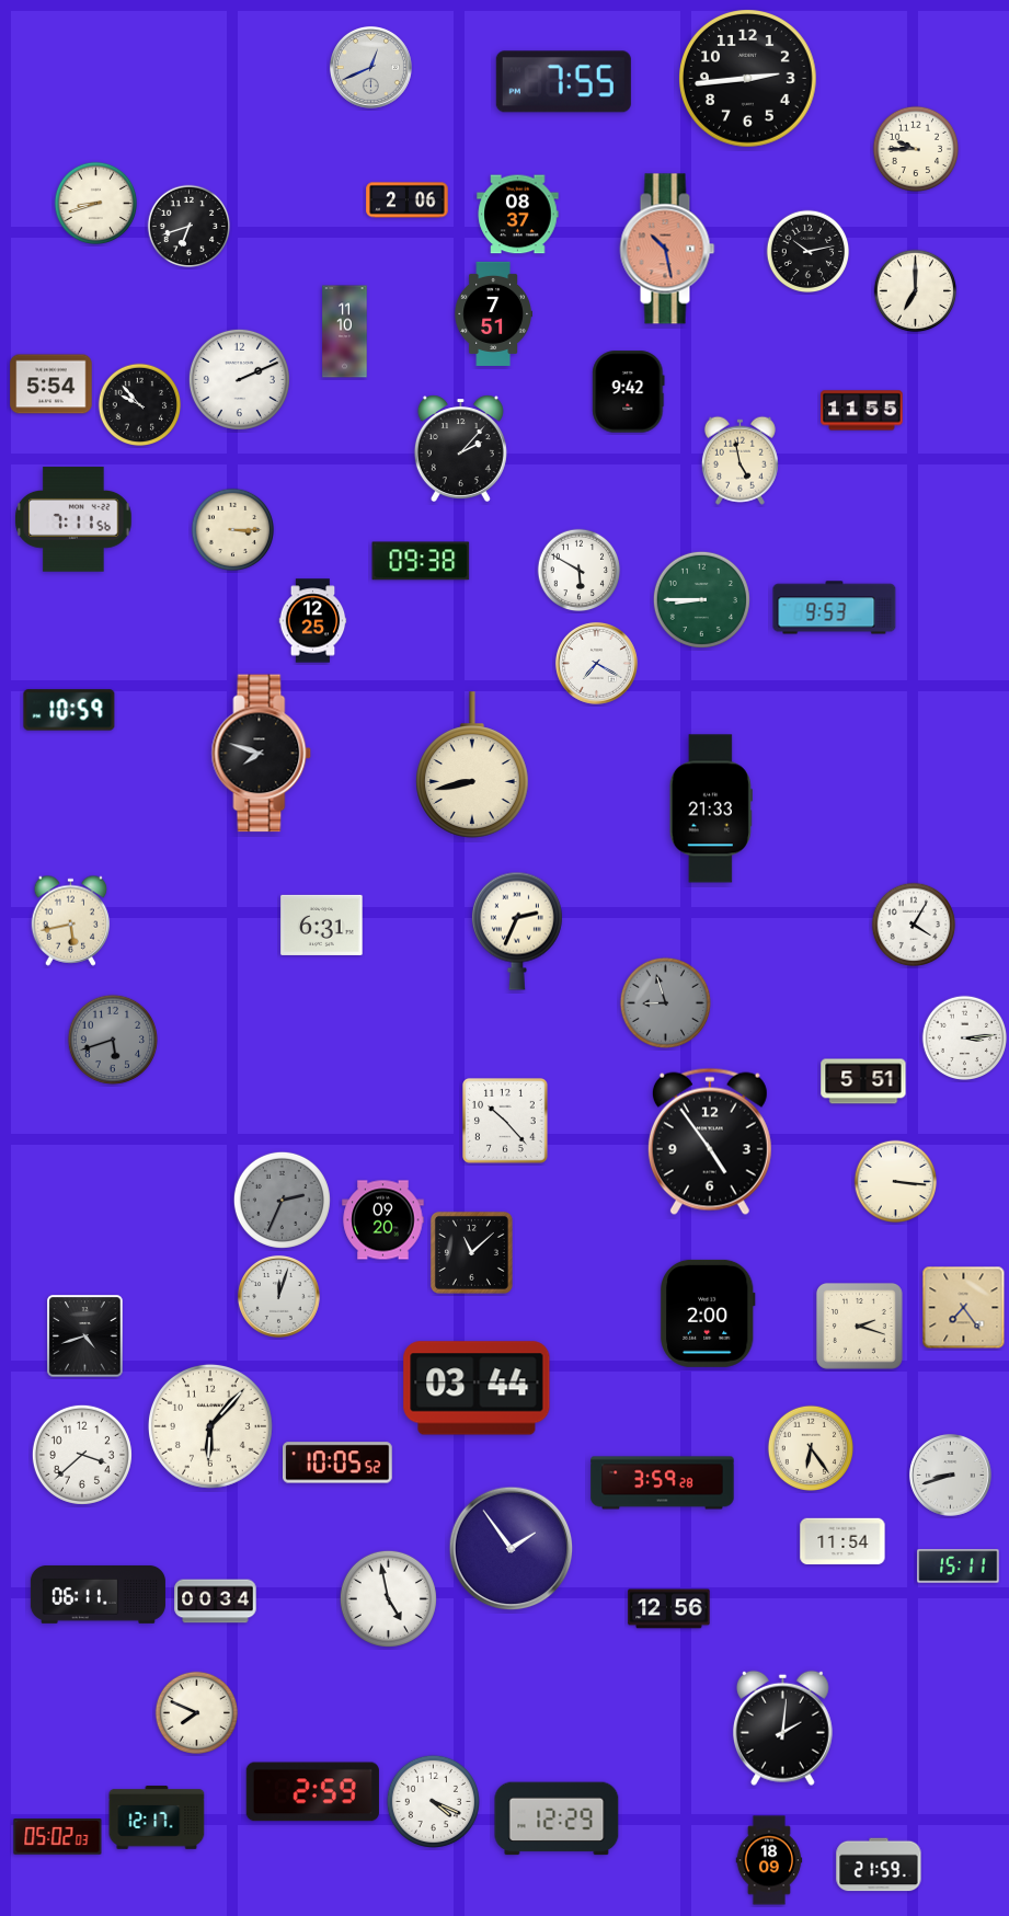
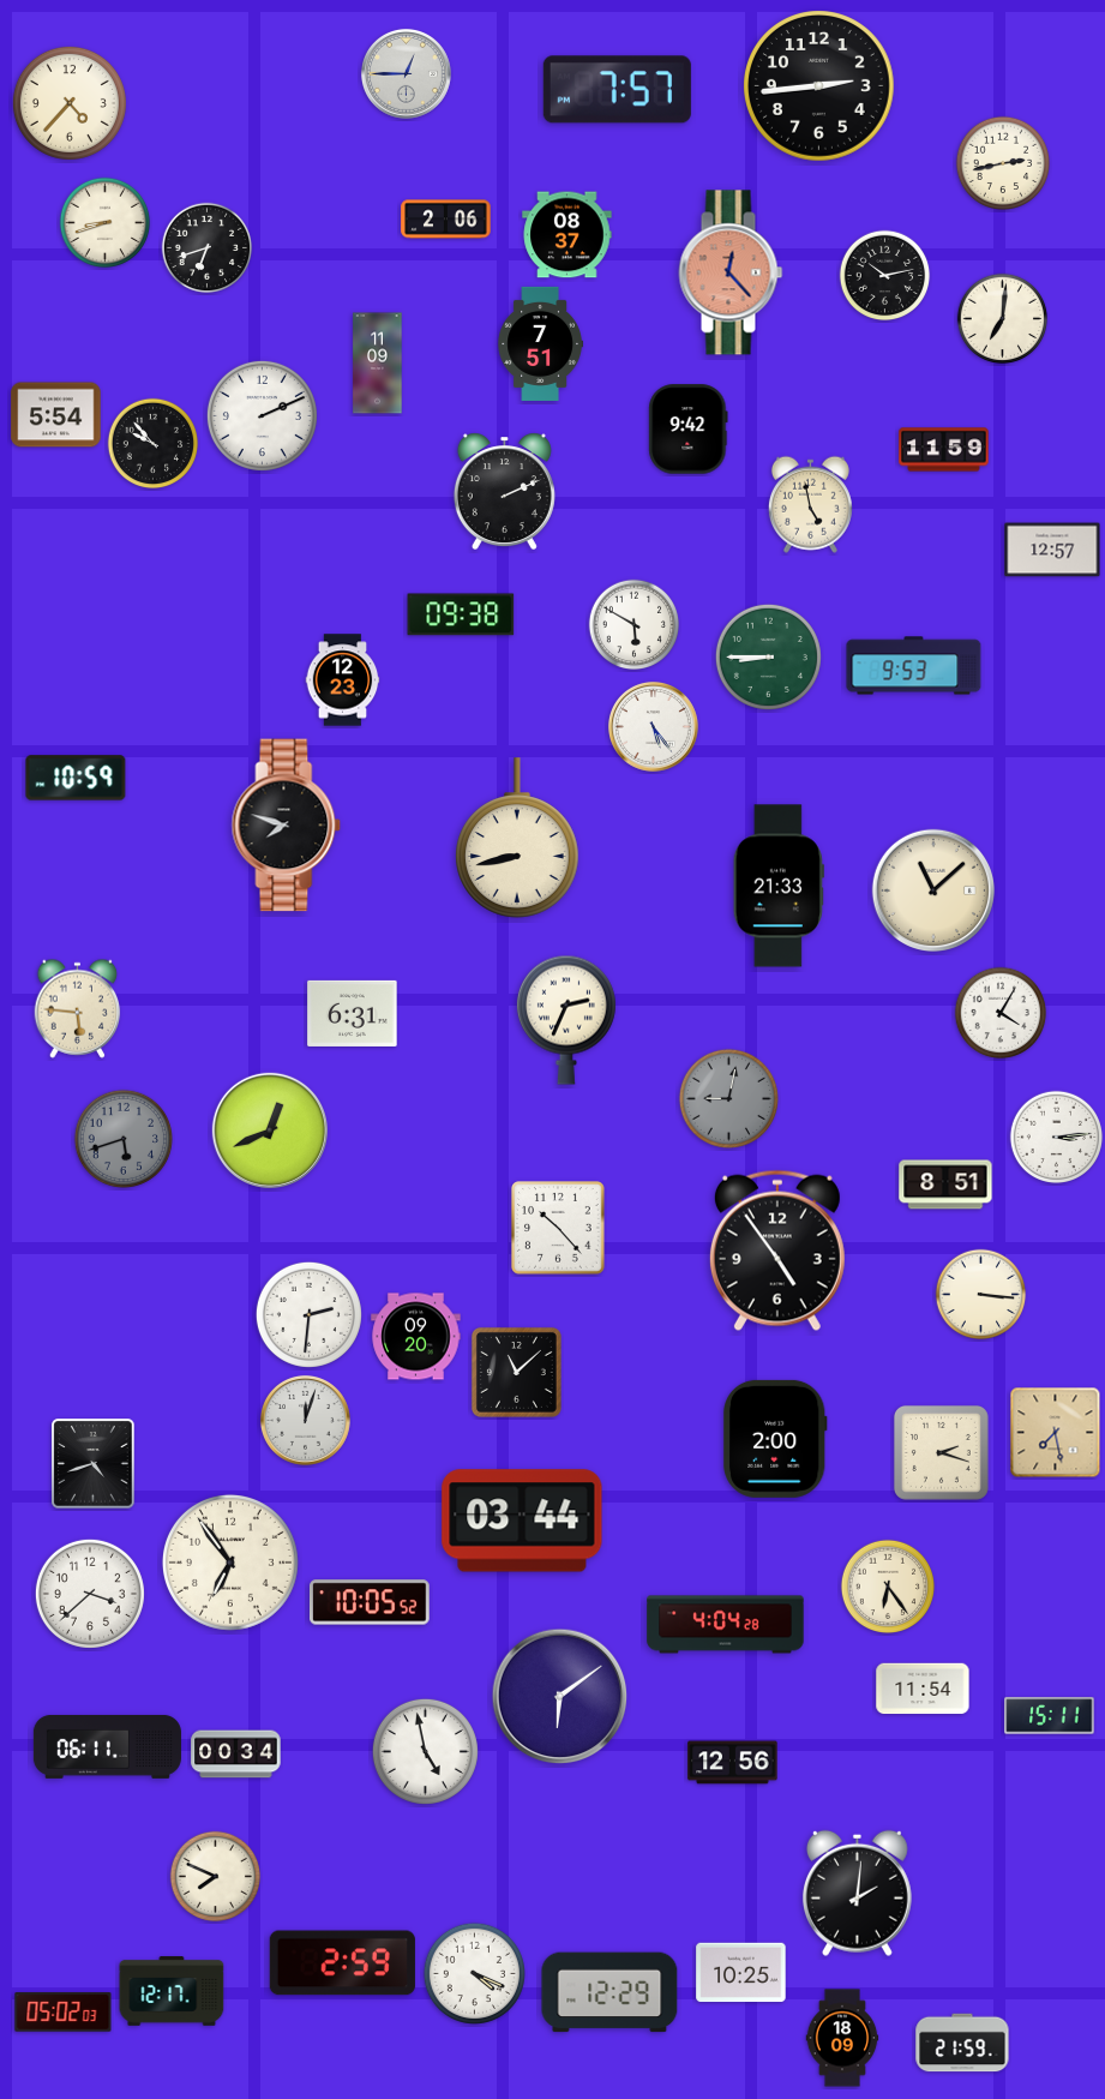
clock at (370, 67): 12:41 -> 12:45
clock at (563, 82): 7:55 -> 7:57
clock at (70, 103): none -> 4:37
clock at (915, 148): 9:45 -> 2:43
clock at (667, 249): 10:28 -> 12:23
clock at (916, 291): 7:00 -> 7:01
clock at (345, 332): 11:10 -> 11:09
clock at (51, 385) position: (51, 385) -> (56, 415)
clock at (862, 411): 11:55 -> 11:59
clock at (460, 448): 2:07 -> 2:11
clock at (1052, 550): none -> 12:57
clock at (73, 519): 7:11 -> none
clock at (233, 530): 3:15 -> none
clock at (313, 621): 12:25 -> 12:23
clock at (596, 663): 7:20 -> 5:24
clock at (932, 889): none -> 11:08
clock at (71, 920): 5:43 -> 5:46
clock at (665, 1002): 8:57 -> 9:02
clock at (270, 1131): none -> 12:41
clock at (863, 1081): 5:51 -> 8:51
clock at (506, 1122) position: (506, 1122) -> (559, 1229)
clock at (282, 1200): 2:34 -> 2:31
clock at (282, 1200) dial: grey -> white
clock at (383, 1220) position: (383, 1220) -> (416, 1337)
clock at (964, 1308): 7:24 -> 7:28
clock at (210, 1426): 6:07 -> 6:54
clock at (950, 1475): 8:42 -> none
clock at (663, 1483): 3:59 -> 4:04
clock at (512, 1549): 1:54 -> 6:09
clock at (741, 1973): none -> 10:25
